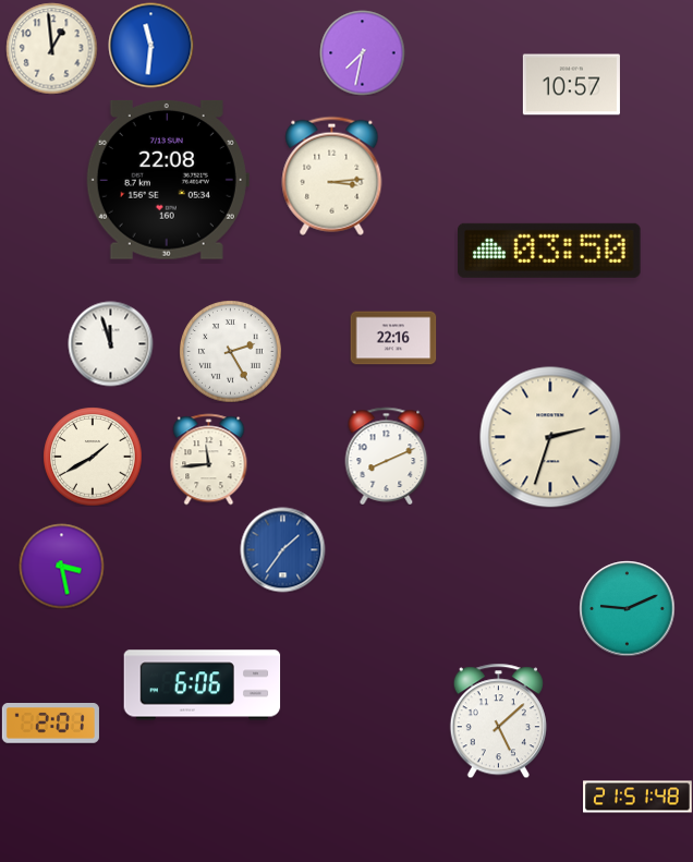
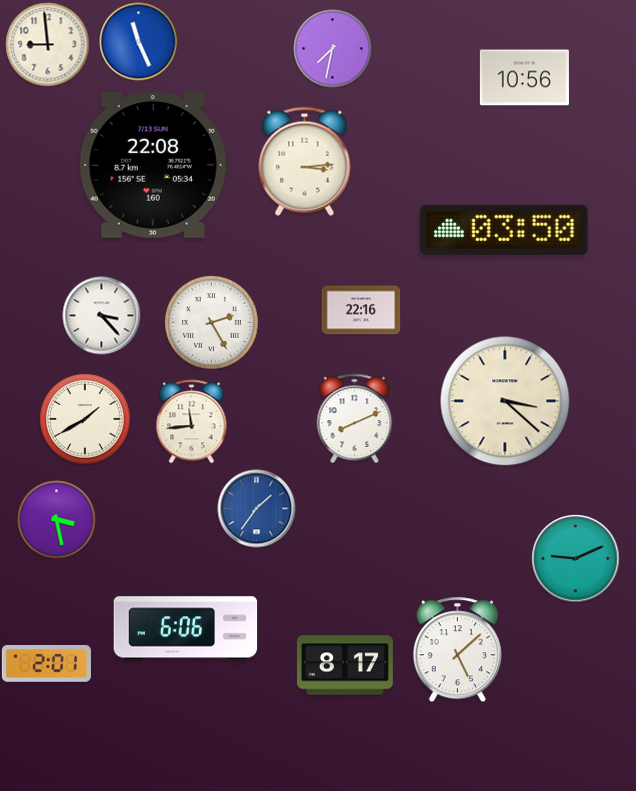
clock at (150, 45): 11:31 -> 11:26
clock at (51, 48): 12:59 -> 8:59
clock at (571, 85): 10:57 -> 10:56
clock at (110, 343): 11:57 -> 3:23
clock at (550, 437): 2:33 -> 3:22
clock at (282, 549) position: (282, 549) -> (256, 508)
clock at (498, 720) position: (498, 720) -> (457, 649)
clock at (345, 665): none -> 8:17
clock at (637, 797): 21:51 -> none
